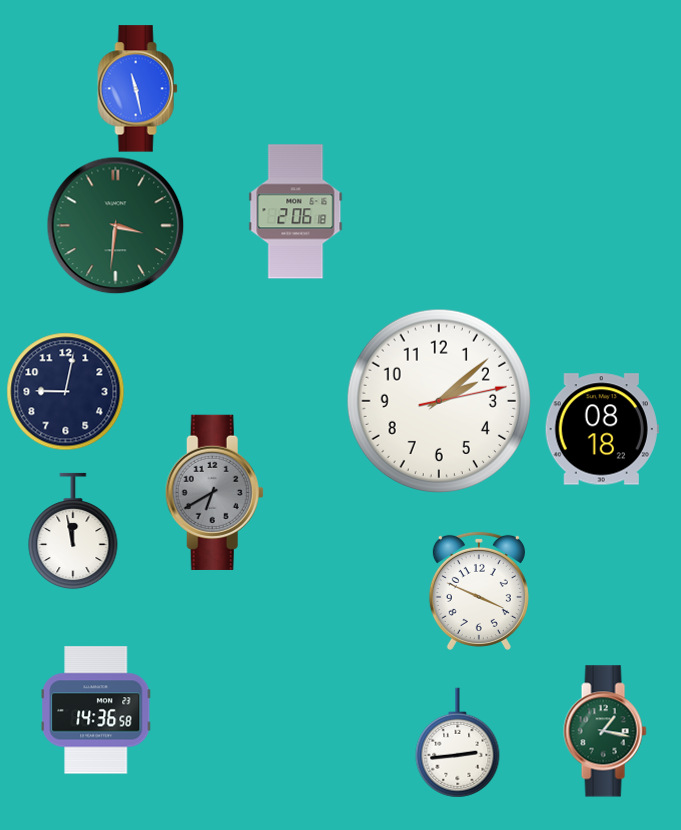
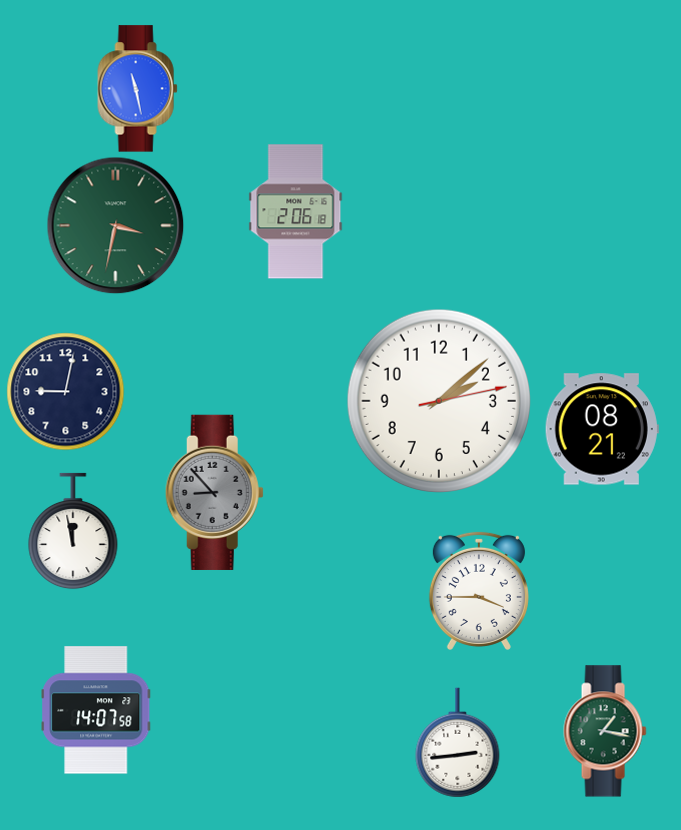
clock at (116, 226): 3:31 -> 3:32
clock at (602, 429): 08:18 -> 08:21
clock at (214, 492): 6:40 -> 8:53
clock at (479, 591): 3:49 -> 3:45
clock at (96, 710): 14:36 -> 14:07
